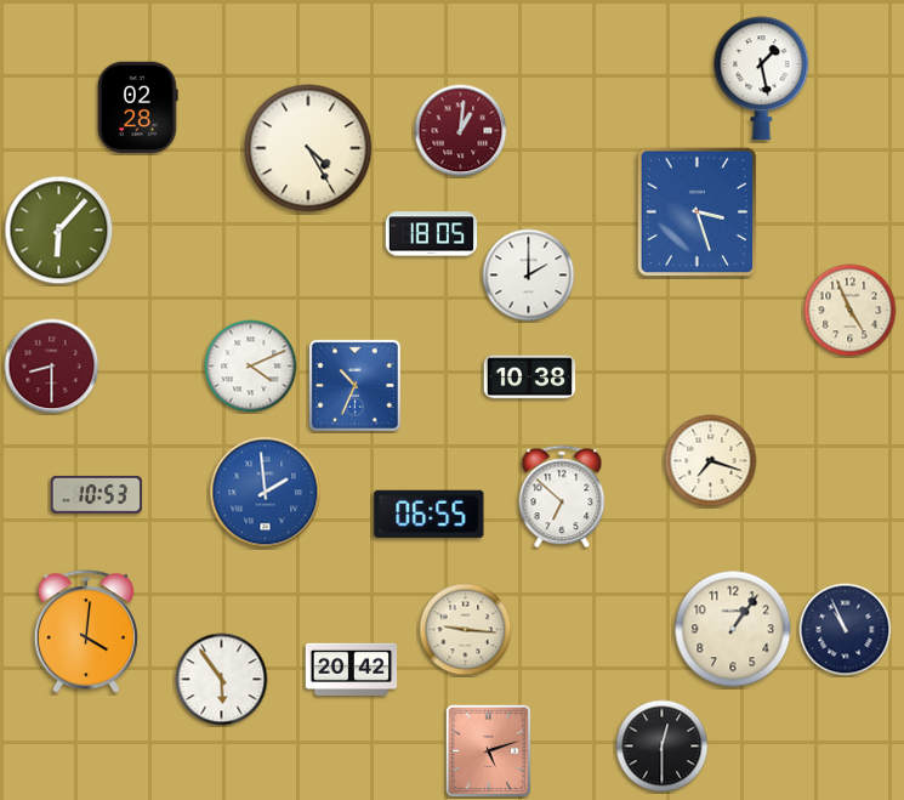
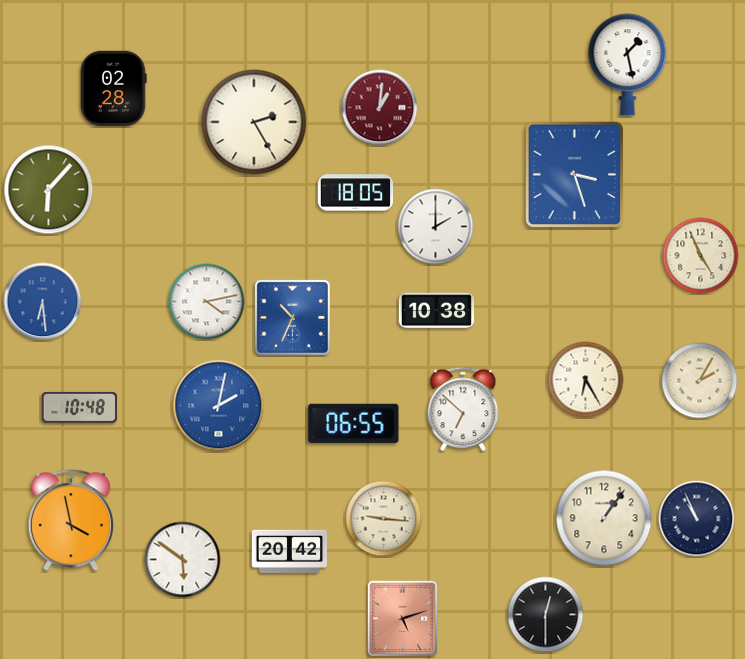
clock at (308, 148): 4:25 -> 2:25
clock at (52, 367): 8:30 -> 6:29
clock at (52, 367) dial: burgundy -> blue
clock at (251, 367): 4:11 -> 4:13
clock at (711, 461): 7:18 -> 6:25
clock at (700, 381): none -> 2:05
clock at (266, 493): 1:59 -> 2:02
clock at (96, 494): 10:53 -> 10:48
clock at (86, 631): 4:01 -> 3:58
clock at (222, 680): 5:54 -> 5:51
